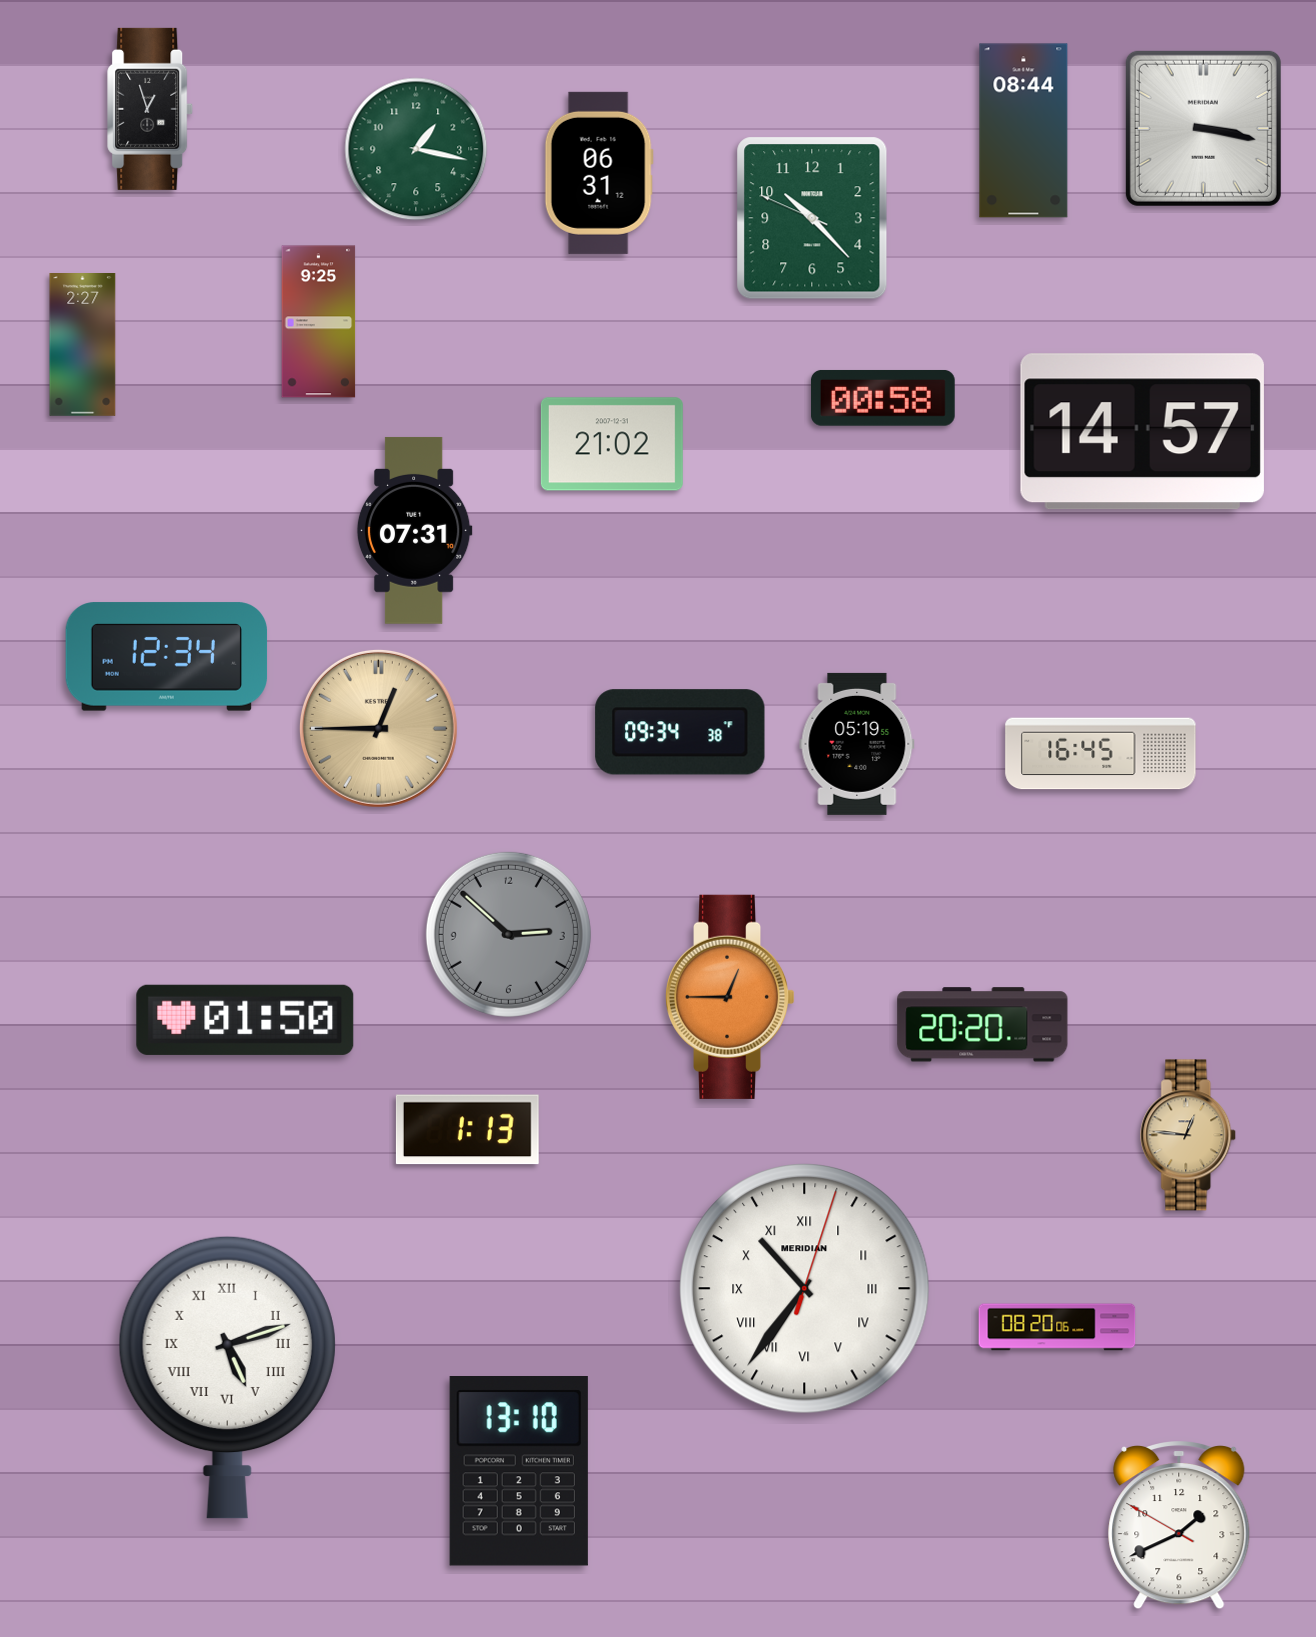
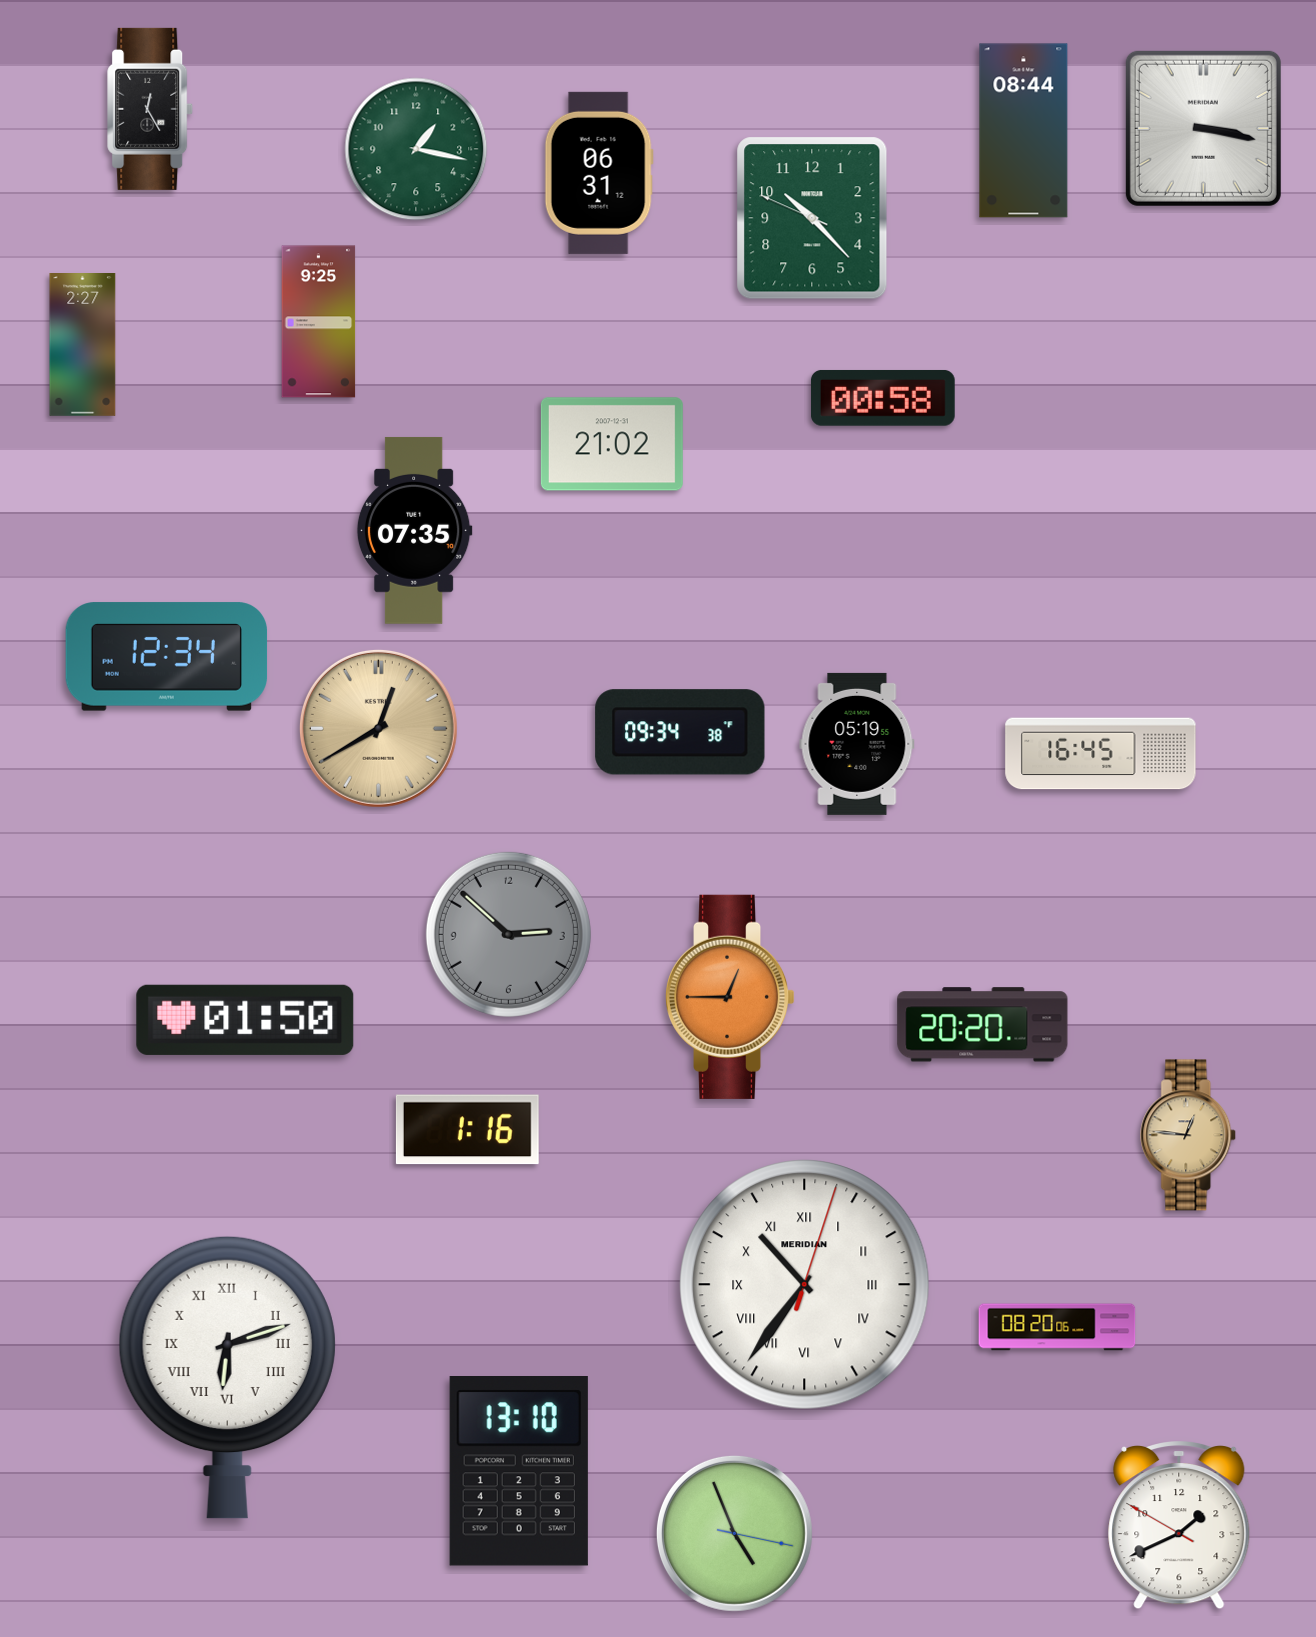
clock at (151, 109): 12:57 -> 12:25
clock at (1142, 432): 14:57 -> none
clock at (414, 530): 07:31 -> 07:35
clock at (378, 728): 12:45 -> 12:40
clock at (467, 1130): 1:13 -> 1:16
clock at (805, 1289) position: (805, 1289) -> (805, 1285)
clock at (227, 1377): 5:12 -> 6:12
clock at (734, 1533): none -> 4:56
